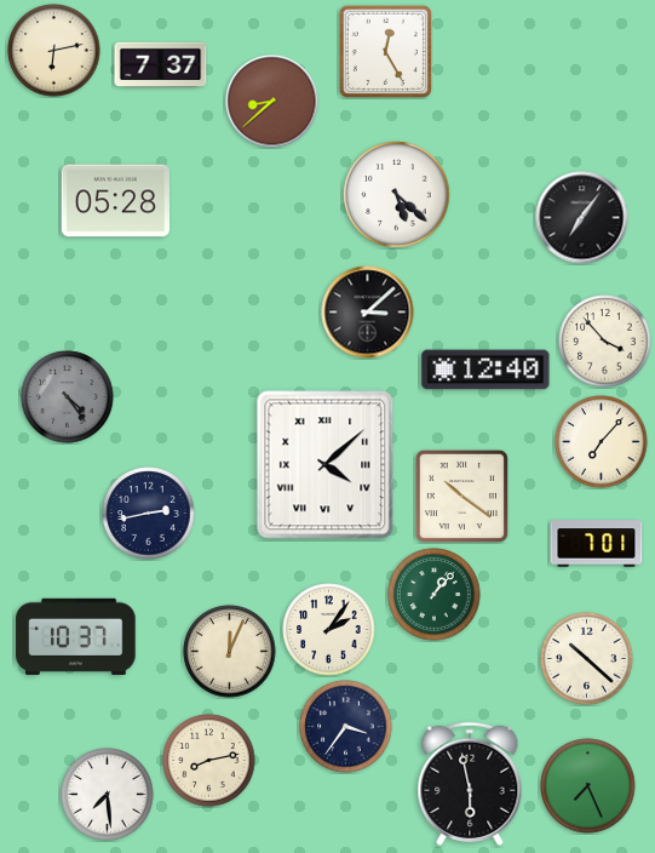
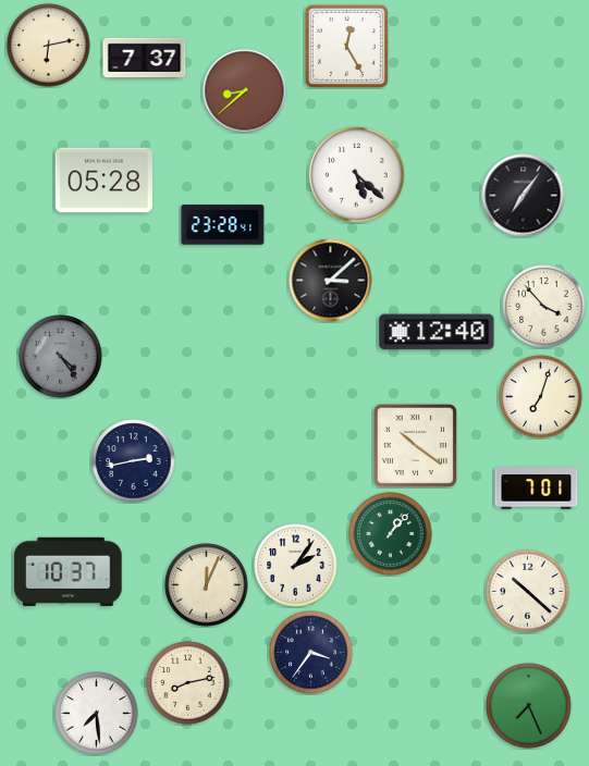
clock at (223, 225): none -> 23:28
clock at (602, 442): 7:07 -> 7:03
clock at (326, 465): 4:08 -> none
clock at (470, 784): 5:58 -> none
